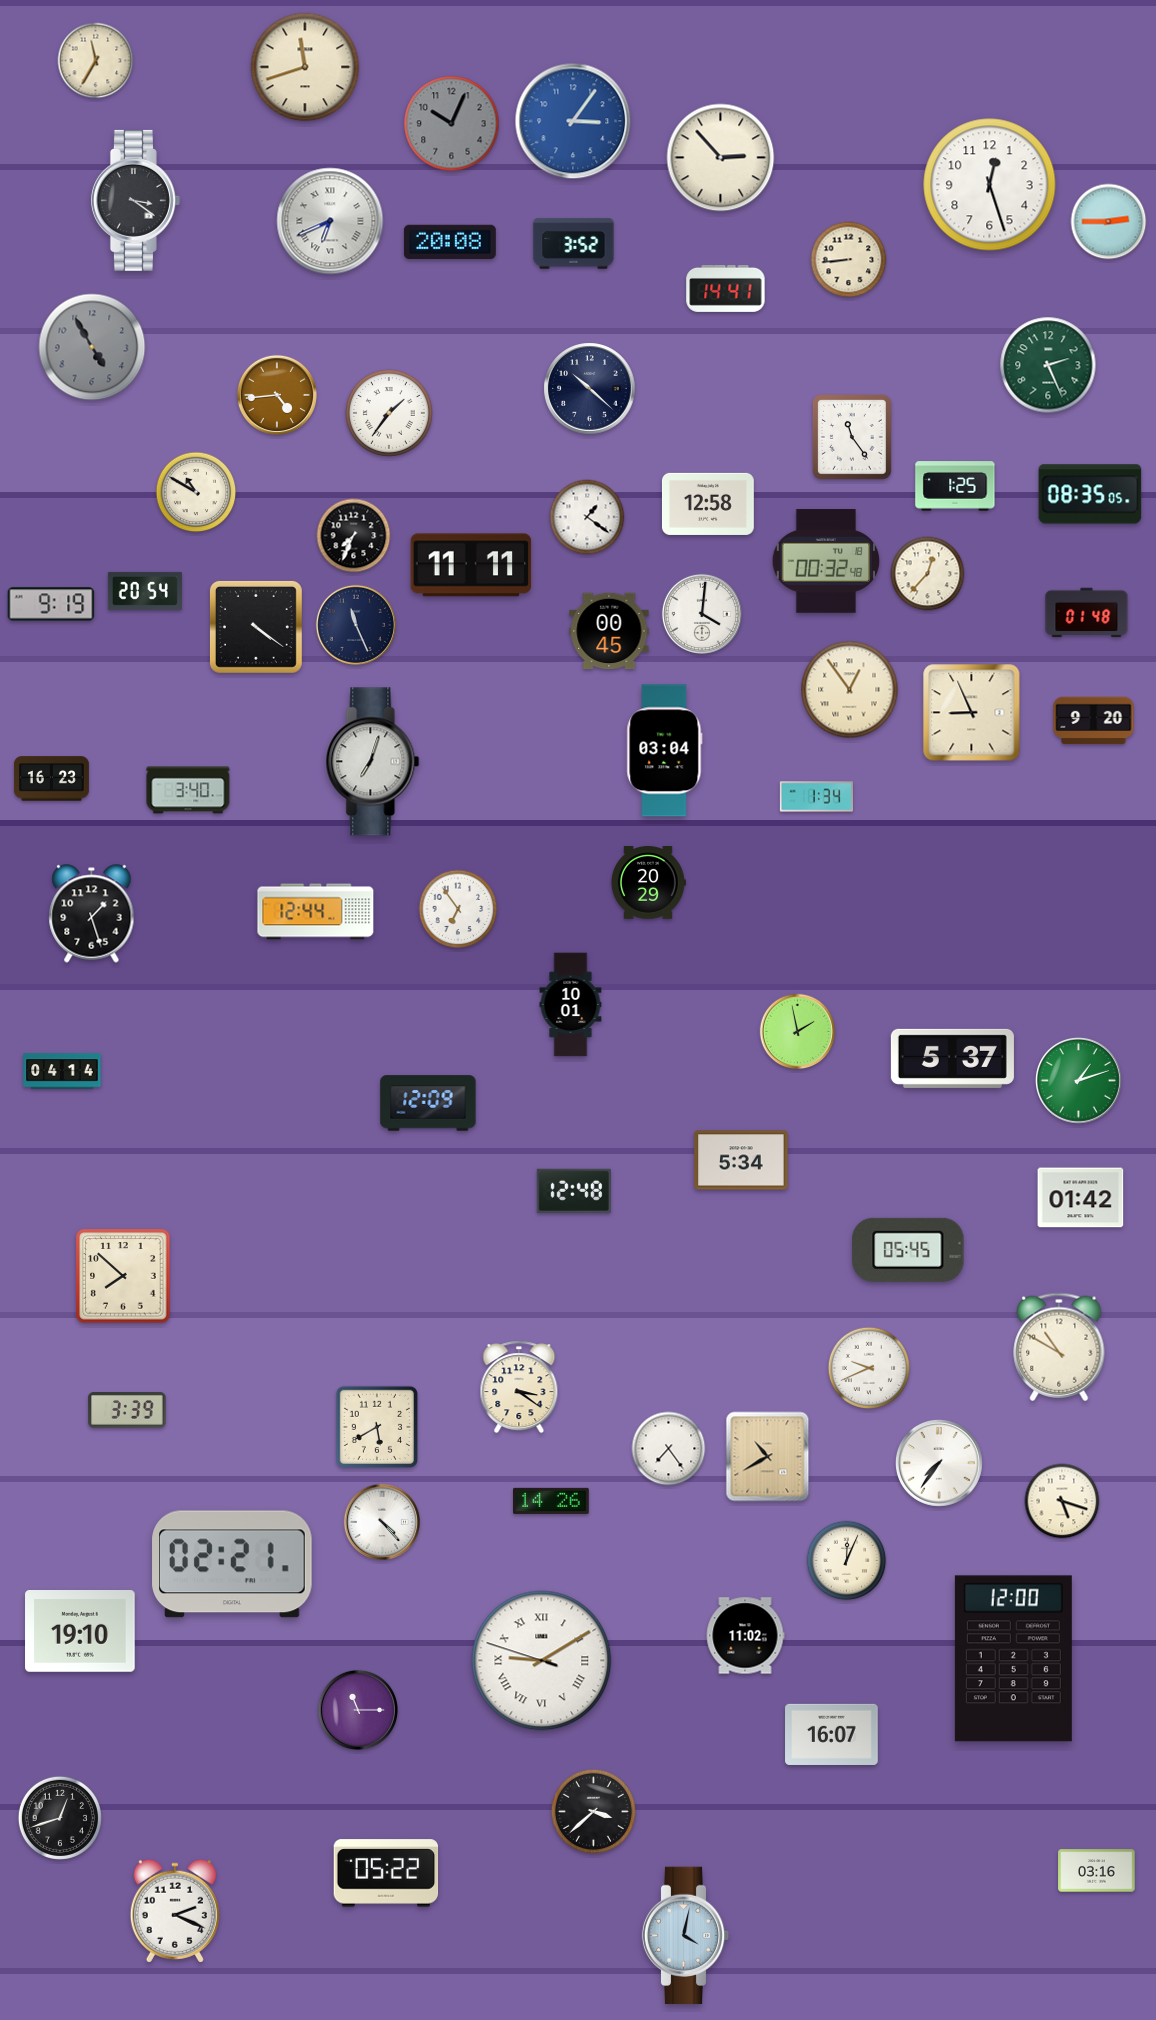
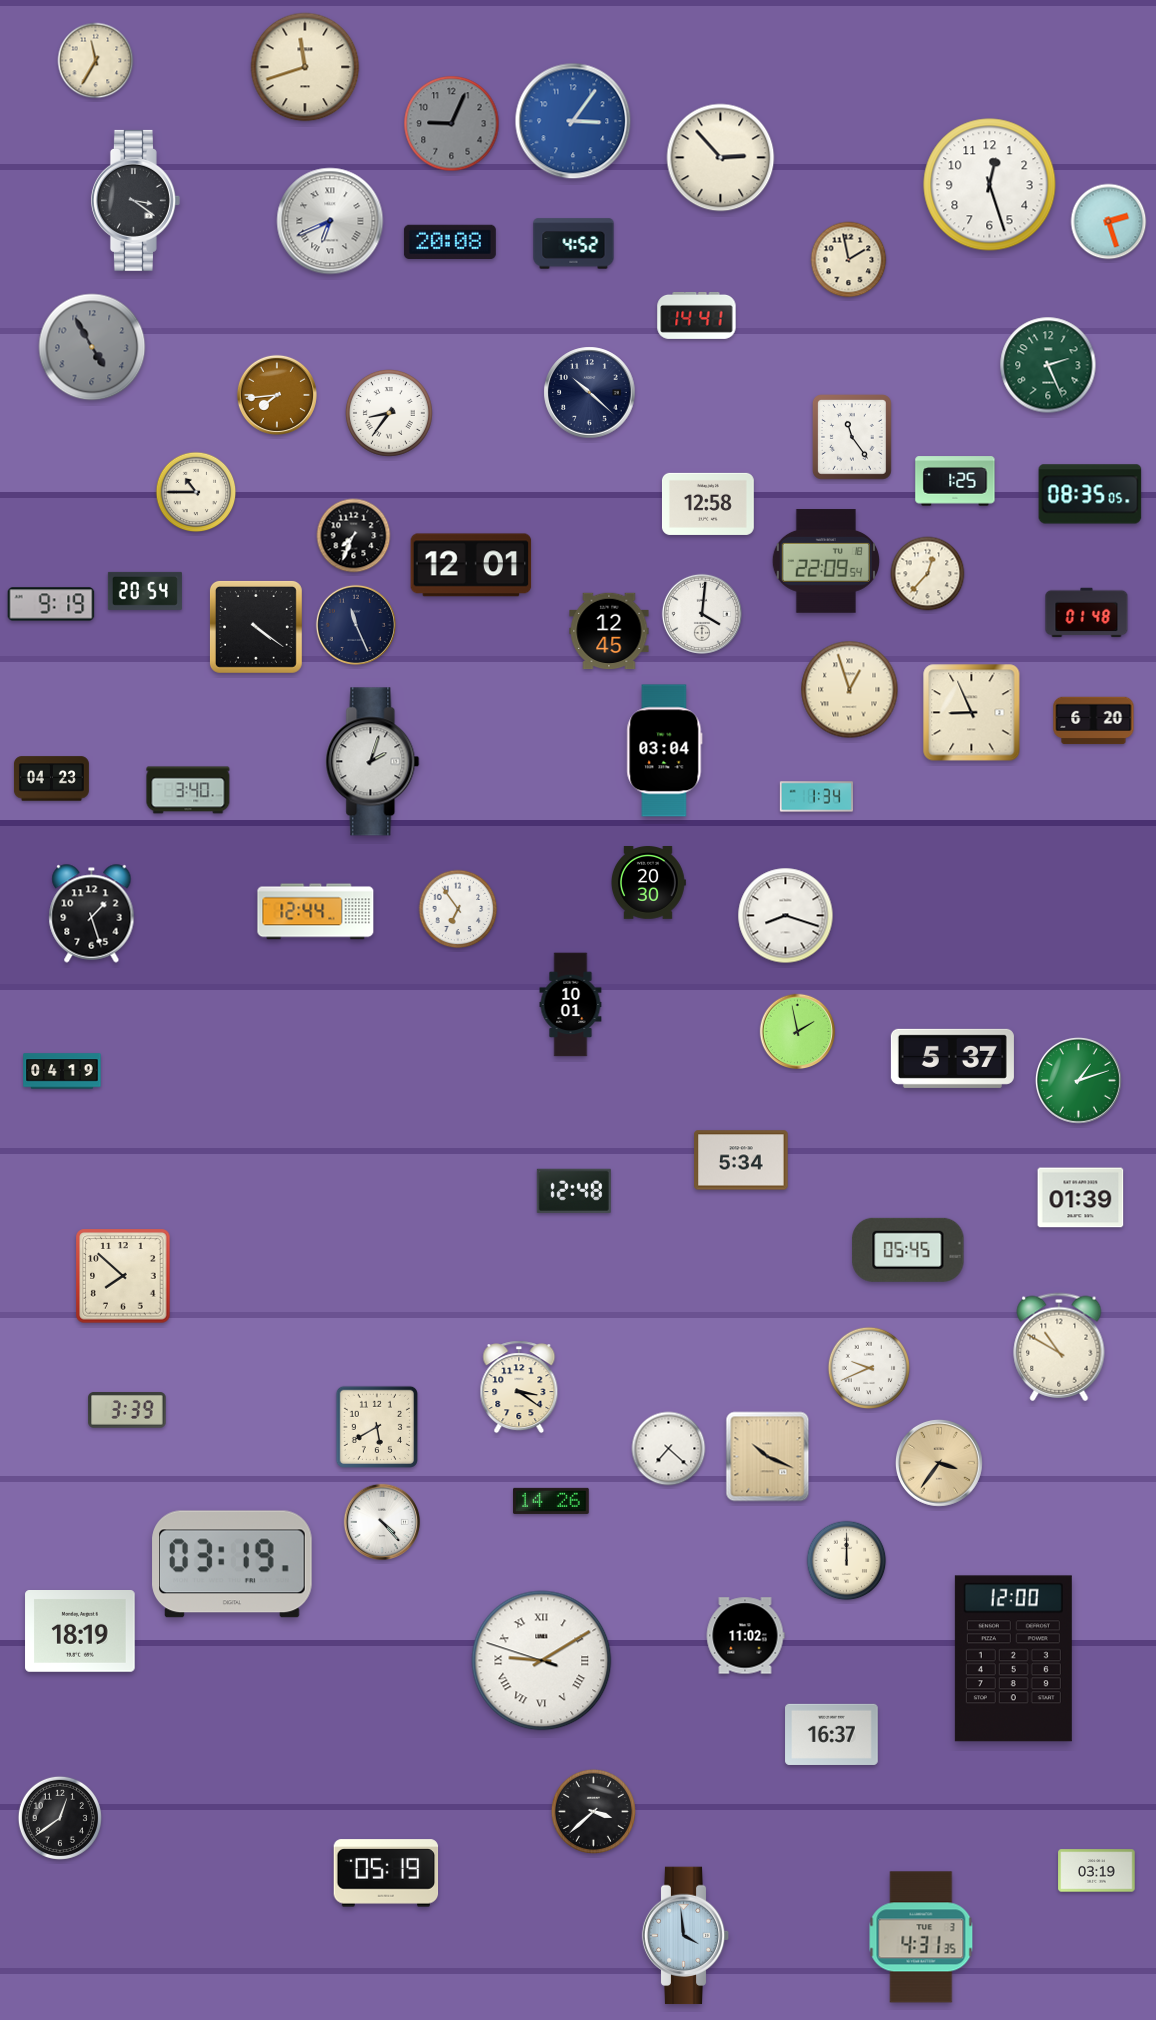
clock at (452, 124): 10:04 -> 9:04
clock at (1109, 222): 2:45 -> 2:27
clock at (574, 244): 3:52 -> 4:52
clock at (849, 260): 8:44 -> 1:58
clock at (726, 288) position: (726, 288) -> (697, 315)
clock at (590, 389) position: (590, 389) -> (590, 393)
clock at (277, 395): 4:44 -> 7:44
clock at (389, 413): 1:36 -> 8:36
clock at (955, 486) position: (955, 486) -> (955, 481)
clock at (196, 492): 10:50 -> 10:45
clock at (587, 517): 1:21 -> none
clock at (825, 561): 00:32 -> 22:09
clock at (471, 565): 11:11 -> 12:01
clock at (609, 631): 00:45 -> 12:45
clock at (850, 690): 12:54 -> 12:57
clock at (1094, 721): 9:20 -> 6:20
clock at (373, 762): 7:03 -> 2:03
clock at (51, 779): 16:23 -> 04:23
clock at (649, 883): 20:29 -> 20:30
clock at (786, 916): none -> 8:18
clock at (62, 1071): 04:14 -> 04:19
clock at (428, 1103): 12:09 -> none
clock at (1081, 1198): 01:42 -> 01:39
clock at (669, 1449): 7:24 -> 7:22
clock at (768, 1457): 10:40 -> 10:19
clock at (940, 1464): 7:36 -> 3:36
clock at (940, 1464) dial: white -> champagne
clock at (1062, 1501): 5:18 -> none
clock at (847, 1561): 12:04 -> 12:00
clock at (232, 1564): 02:21 -> 03:19
clock at (80, 1632): 19:10 -> 18:19
clock at (358, 1710): 11:15 -> none
clock at (832, 1734): 16:07 -> 16:37
clock at (60, 1818): 12:42 -> 12:39
clock at (1097, 1871): 03:16 -> 03:19
clock at (386, 1873): 05:22 -> 05:19
clock at (175, 1911): 2:19 -> none
clock at (686, 1936): 4:02 -> 3:59
clock at (921, 1937): none -> 4:31
